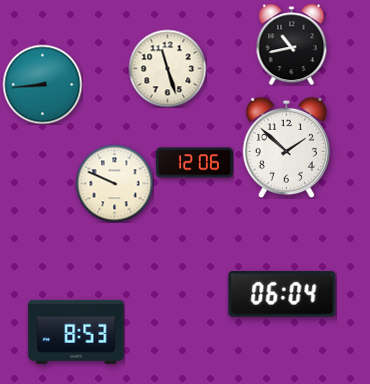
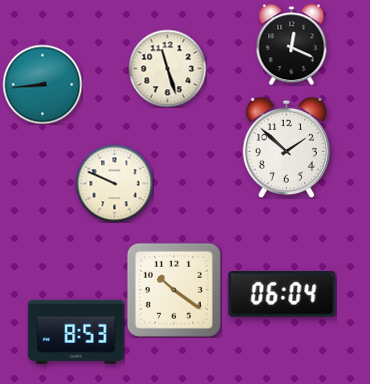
clock at (292, 44): 10:43 -> 12:19
clock at (194, 163): 12:06 -> none
clock at (174, 290): none -> 10:21
